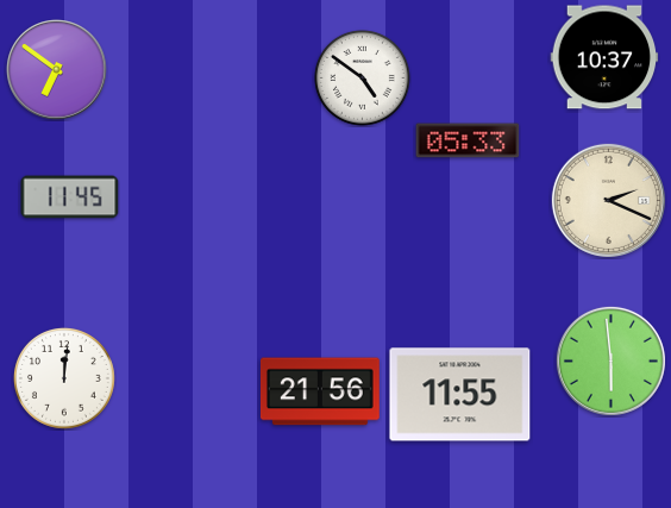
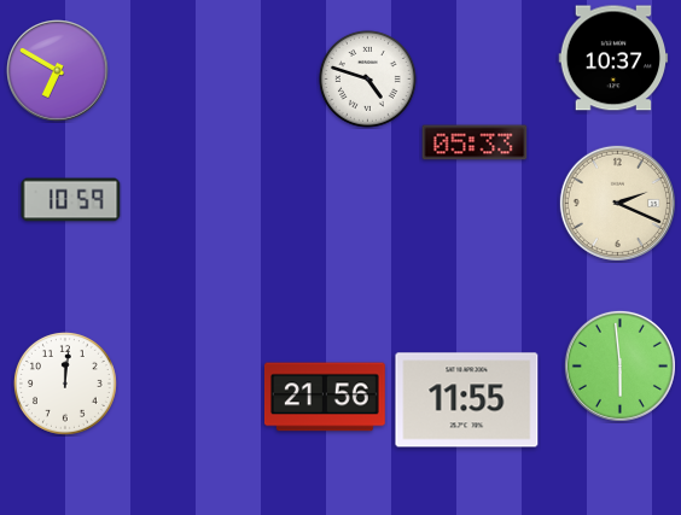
clock at (57, 70): 6:51 -> 6:50
clock at (363, 79): 4:51 -> 4:48
clock at (70, 197): 11:45 -> 10:59
